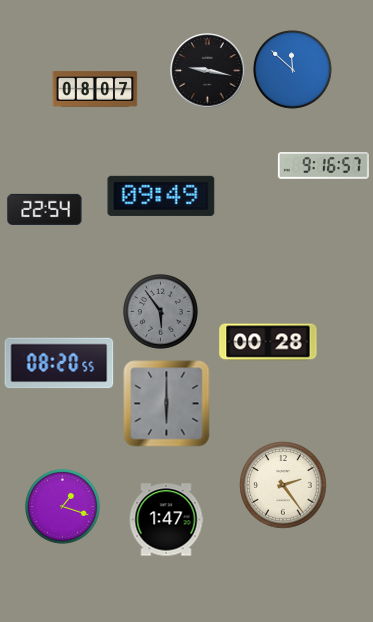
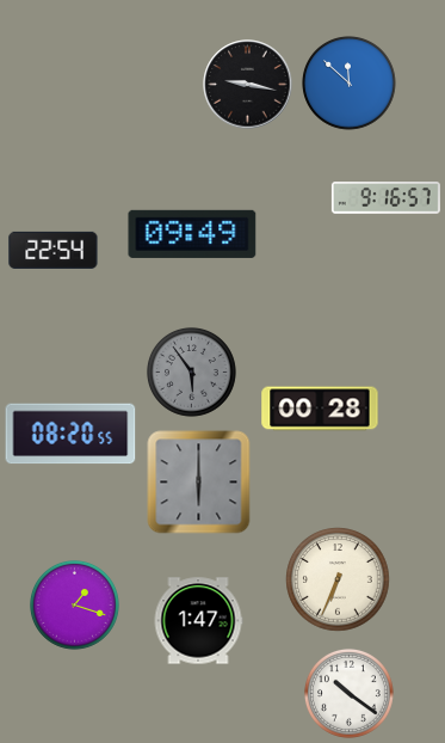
clock at (95, 89): 08:07 -> none
clock at (283, 485): 2:24 -> 6:34
clock at (348, 693): none -> 10:21
